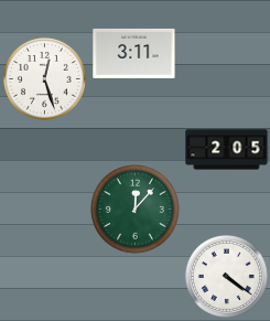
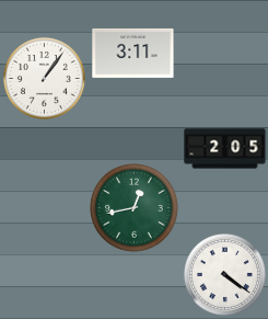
clock at (44, 78): 12:27 -> 1:06
clock at (136, 210): 12:07 -> 12:43
